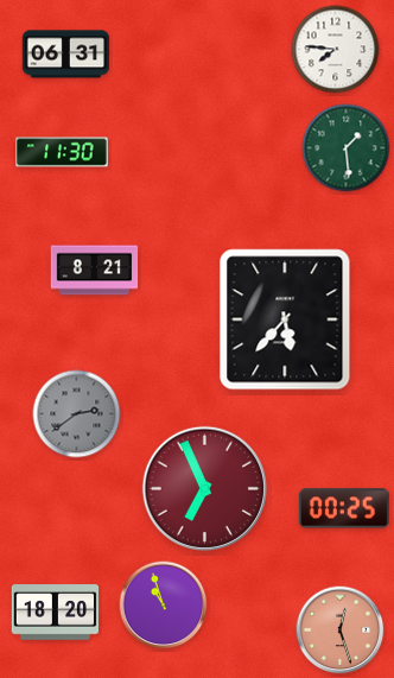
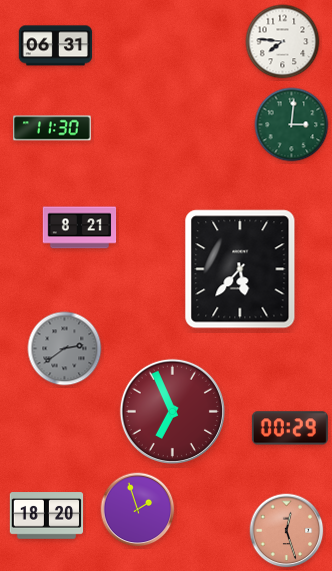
clock at (347, 148): 1:29 -> 3:01
clock at (344, 508): 00:25 -> 00:29
clock at (164, 606): 10:57 -> 1:57
